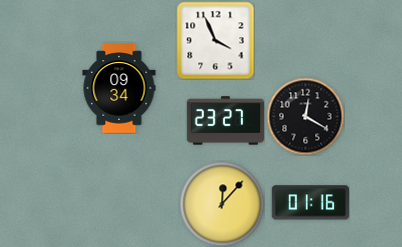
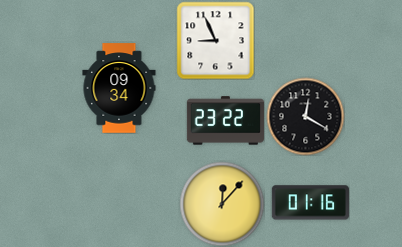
clock at (215, 40): 3:56 -> 8:56
clock at (225, 121): 23:27 -> 23:22
